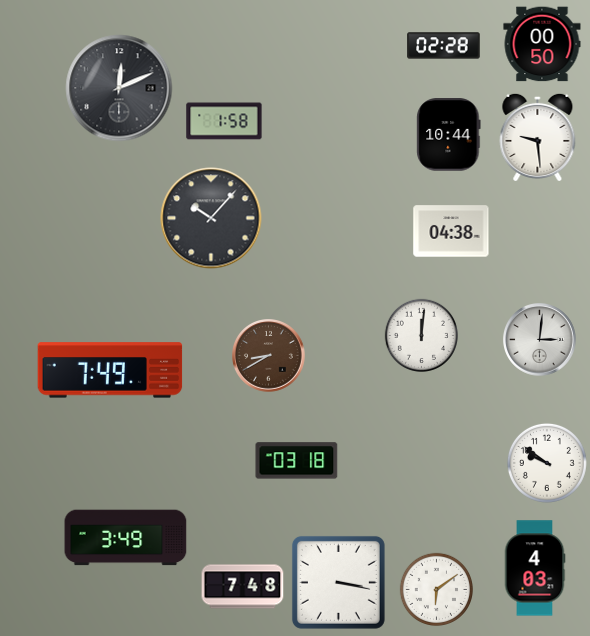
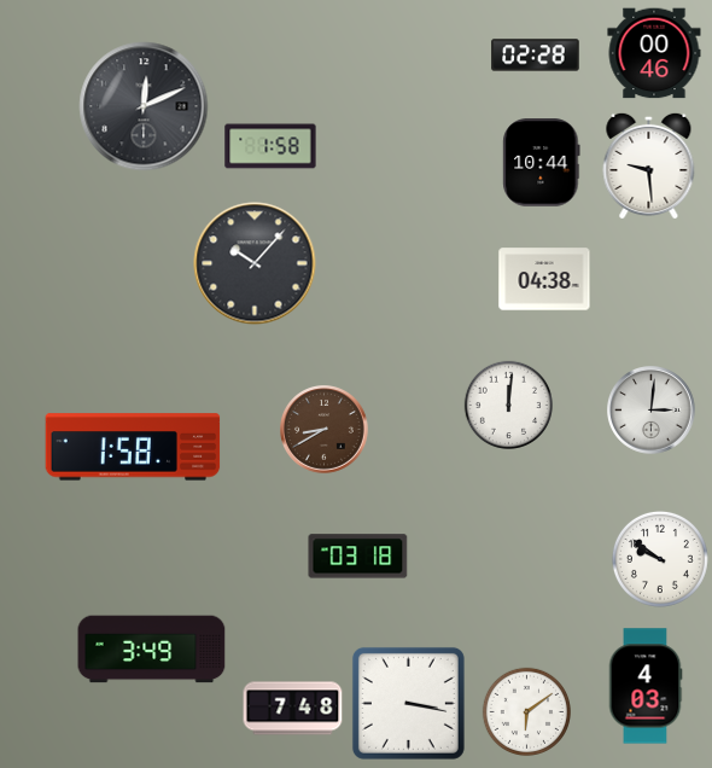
clock at (542, 44): 00:50 -> 00:46
clock at (110, 370): 7:49 -> 1:58
